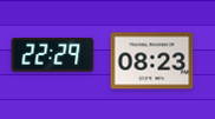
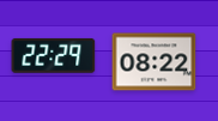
clock at (152, 61): 08:23 -> 08:22
